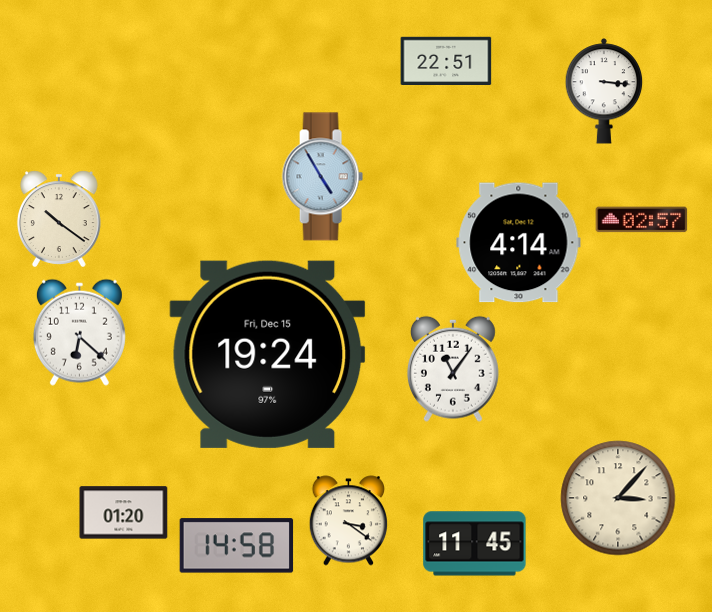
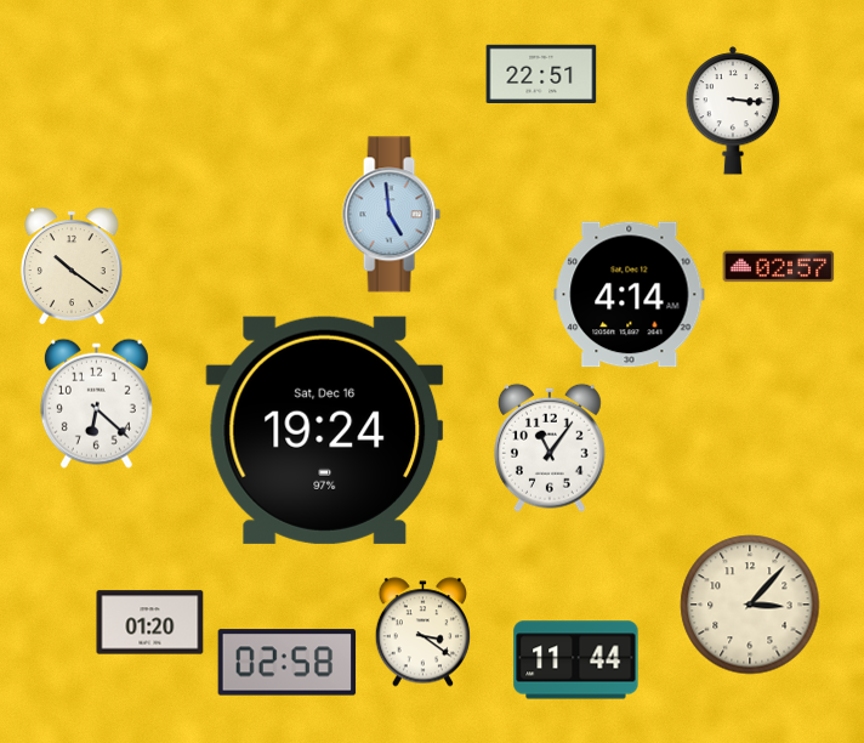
clock at (322, 177): 4:55 -> 4:59
clock at (268, 354) date: Fri, Dec 15 -> Sat, Dec 16
clock at (475, 544): 11:45 -> 11:44
clock at (237, 546): 14:58 -> 02:58
